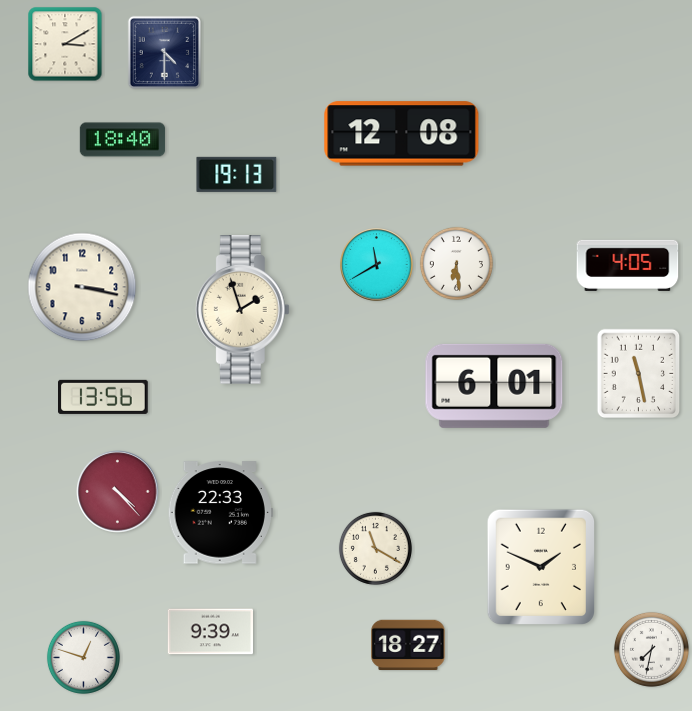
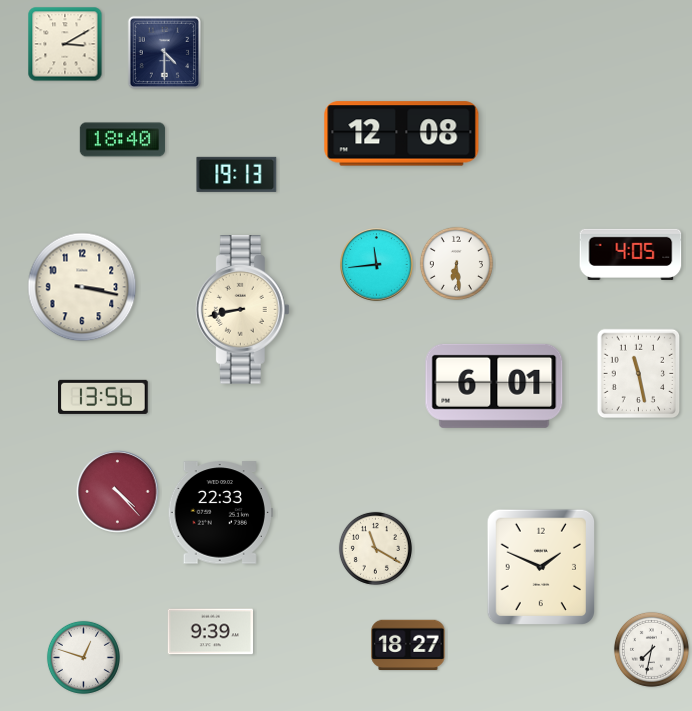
clock at (377, 265): 11:40 -> 11:44
clock at (628, 265) position: (628, 265) -> (631, 254)
clock at (242, 310): 1:57 -> 8:43
